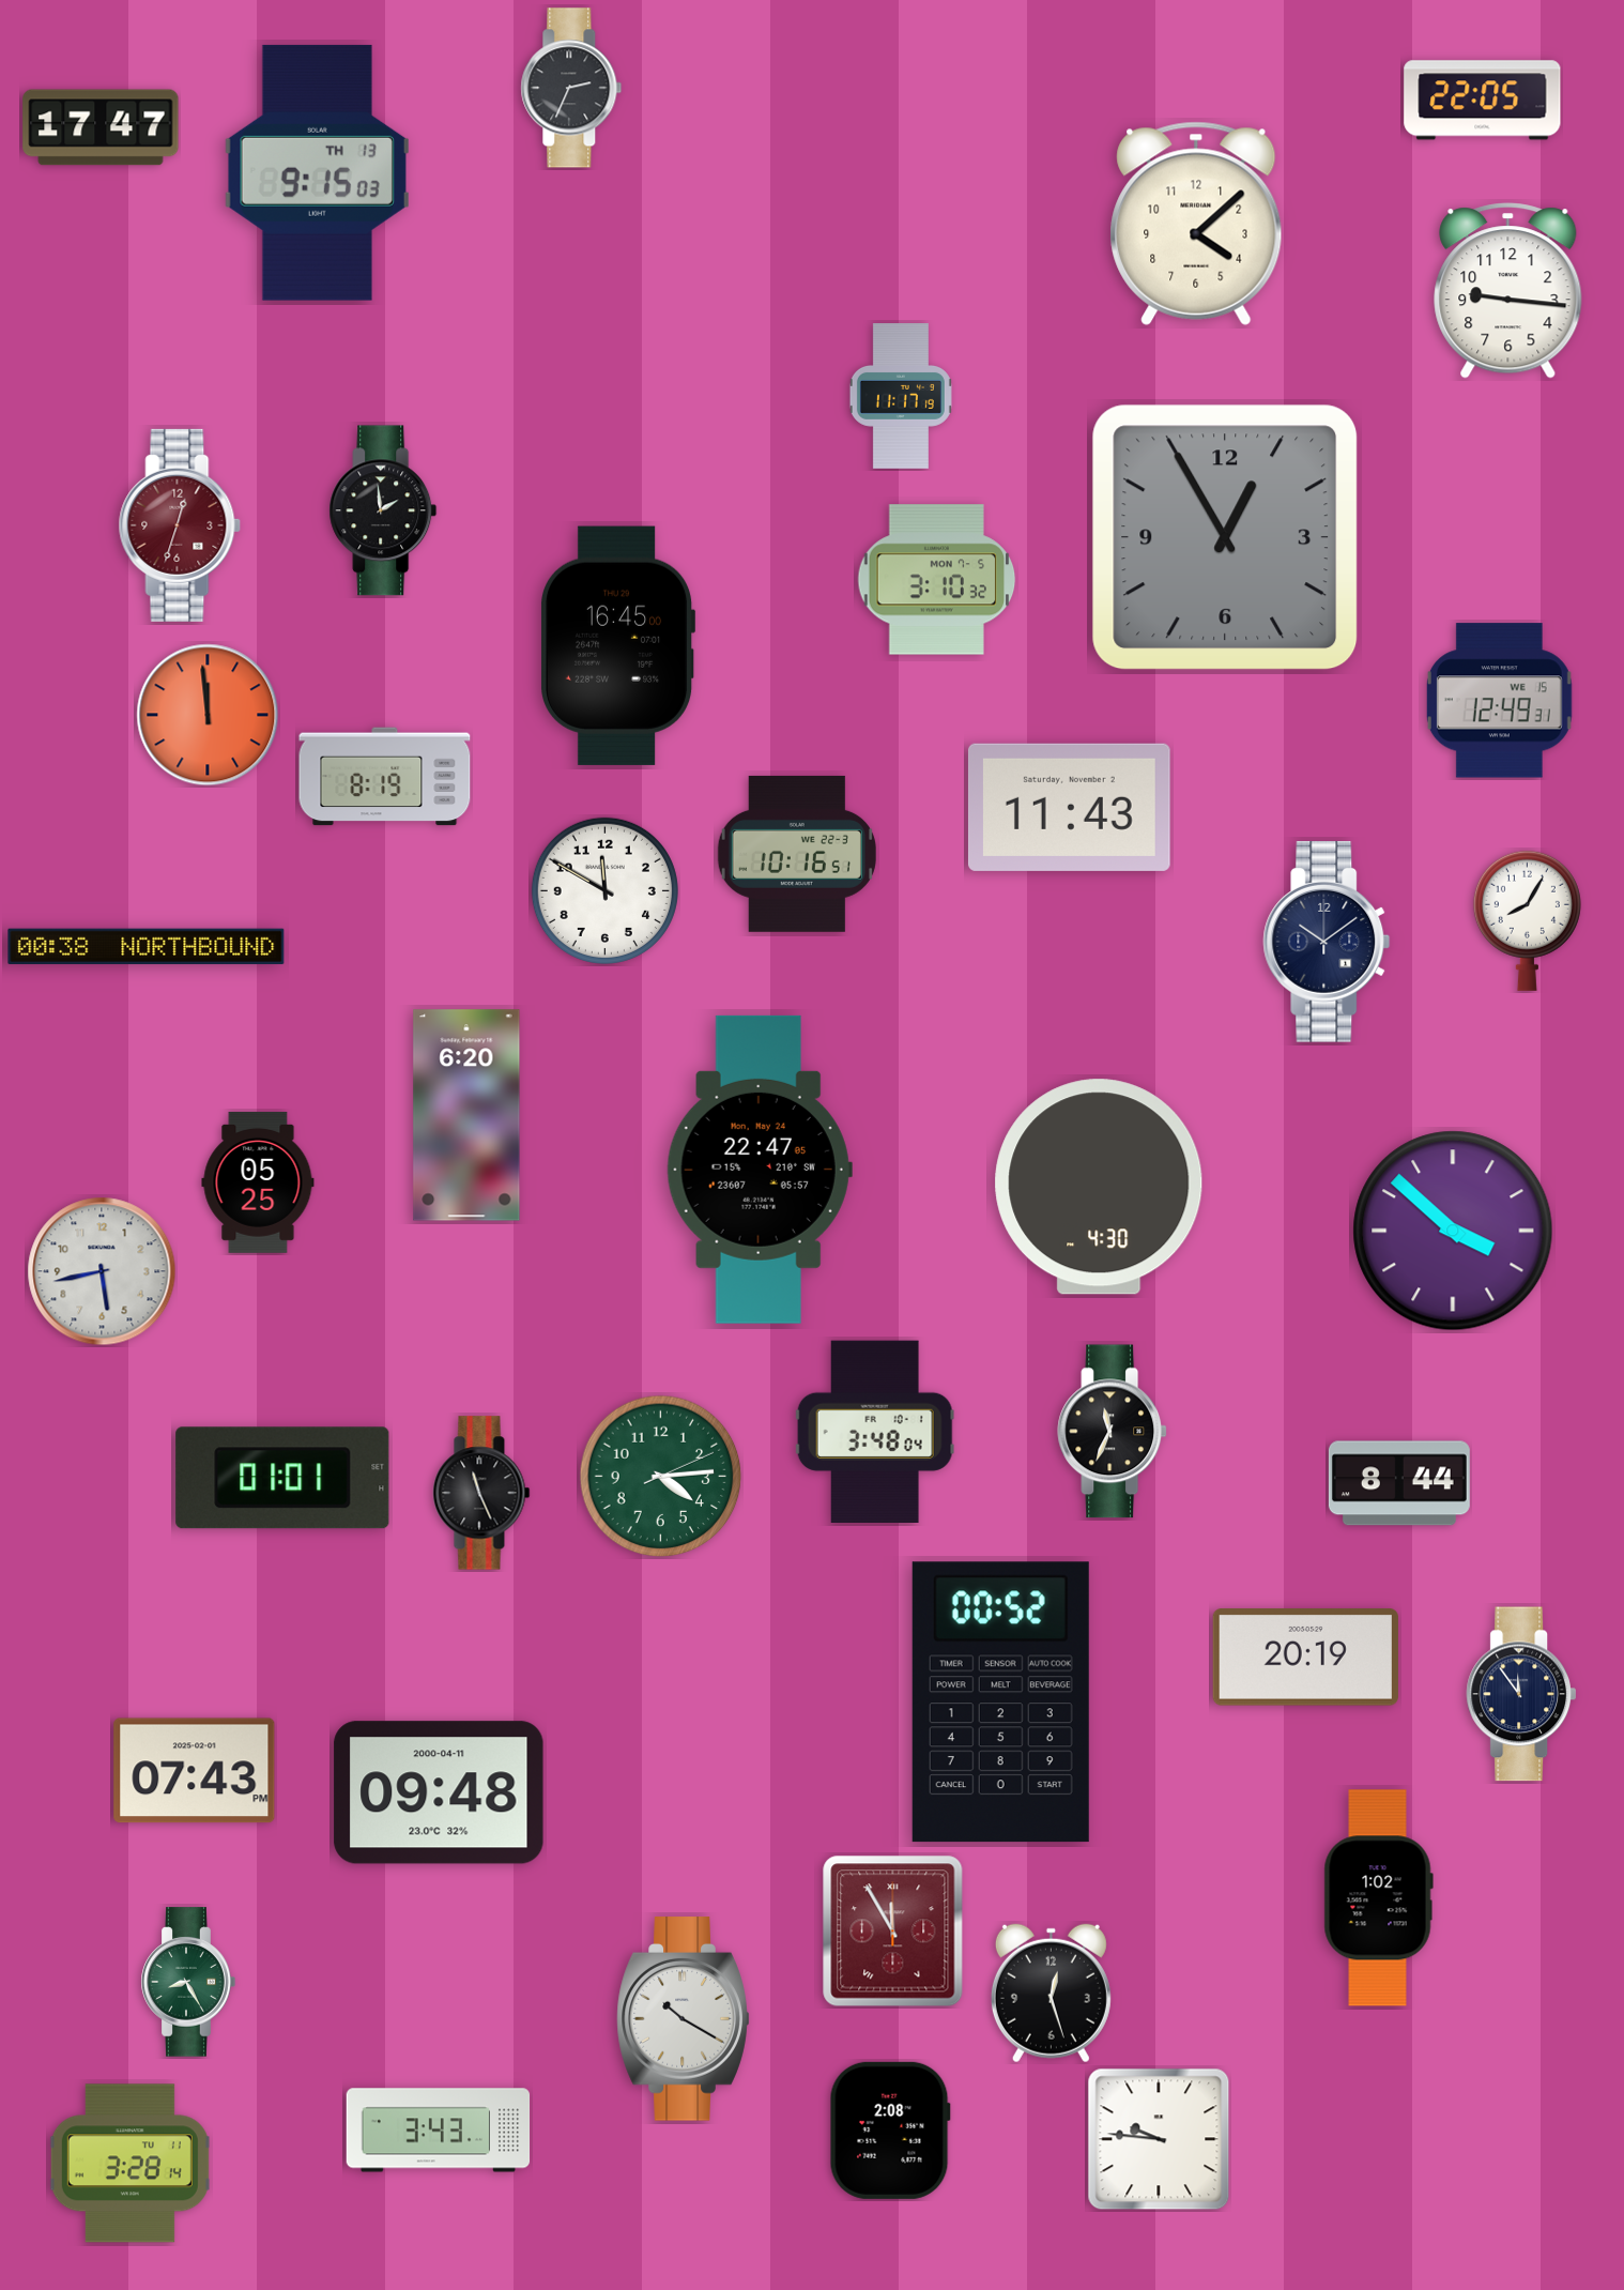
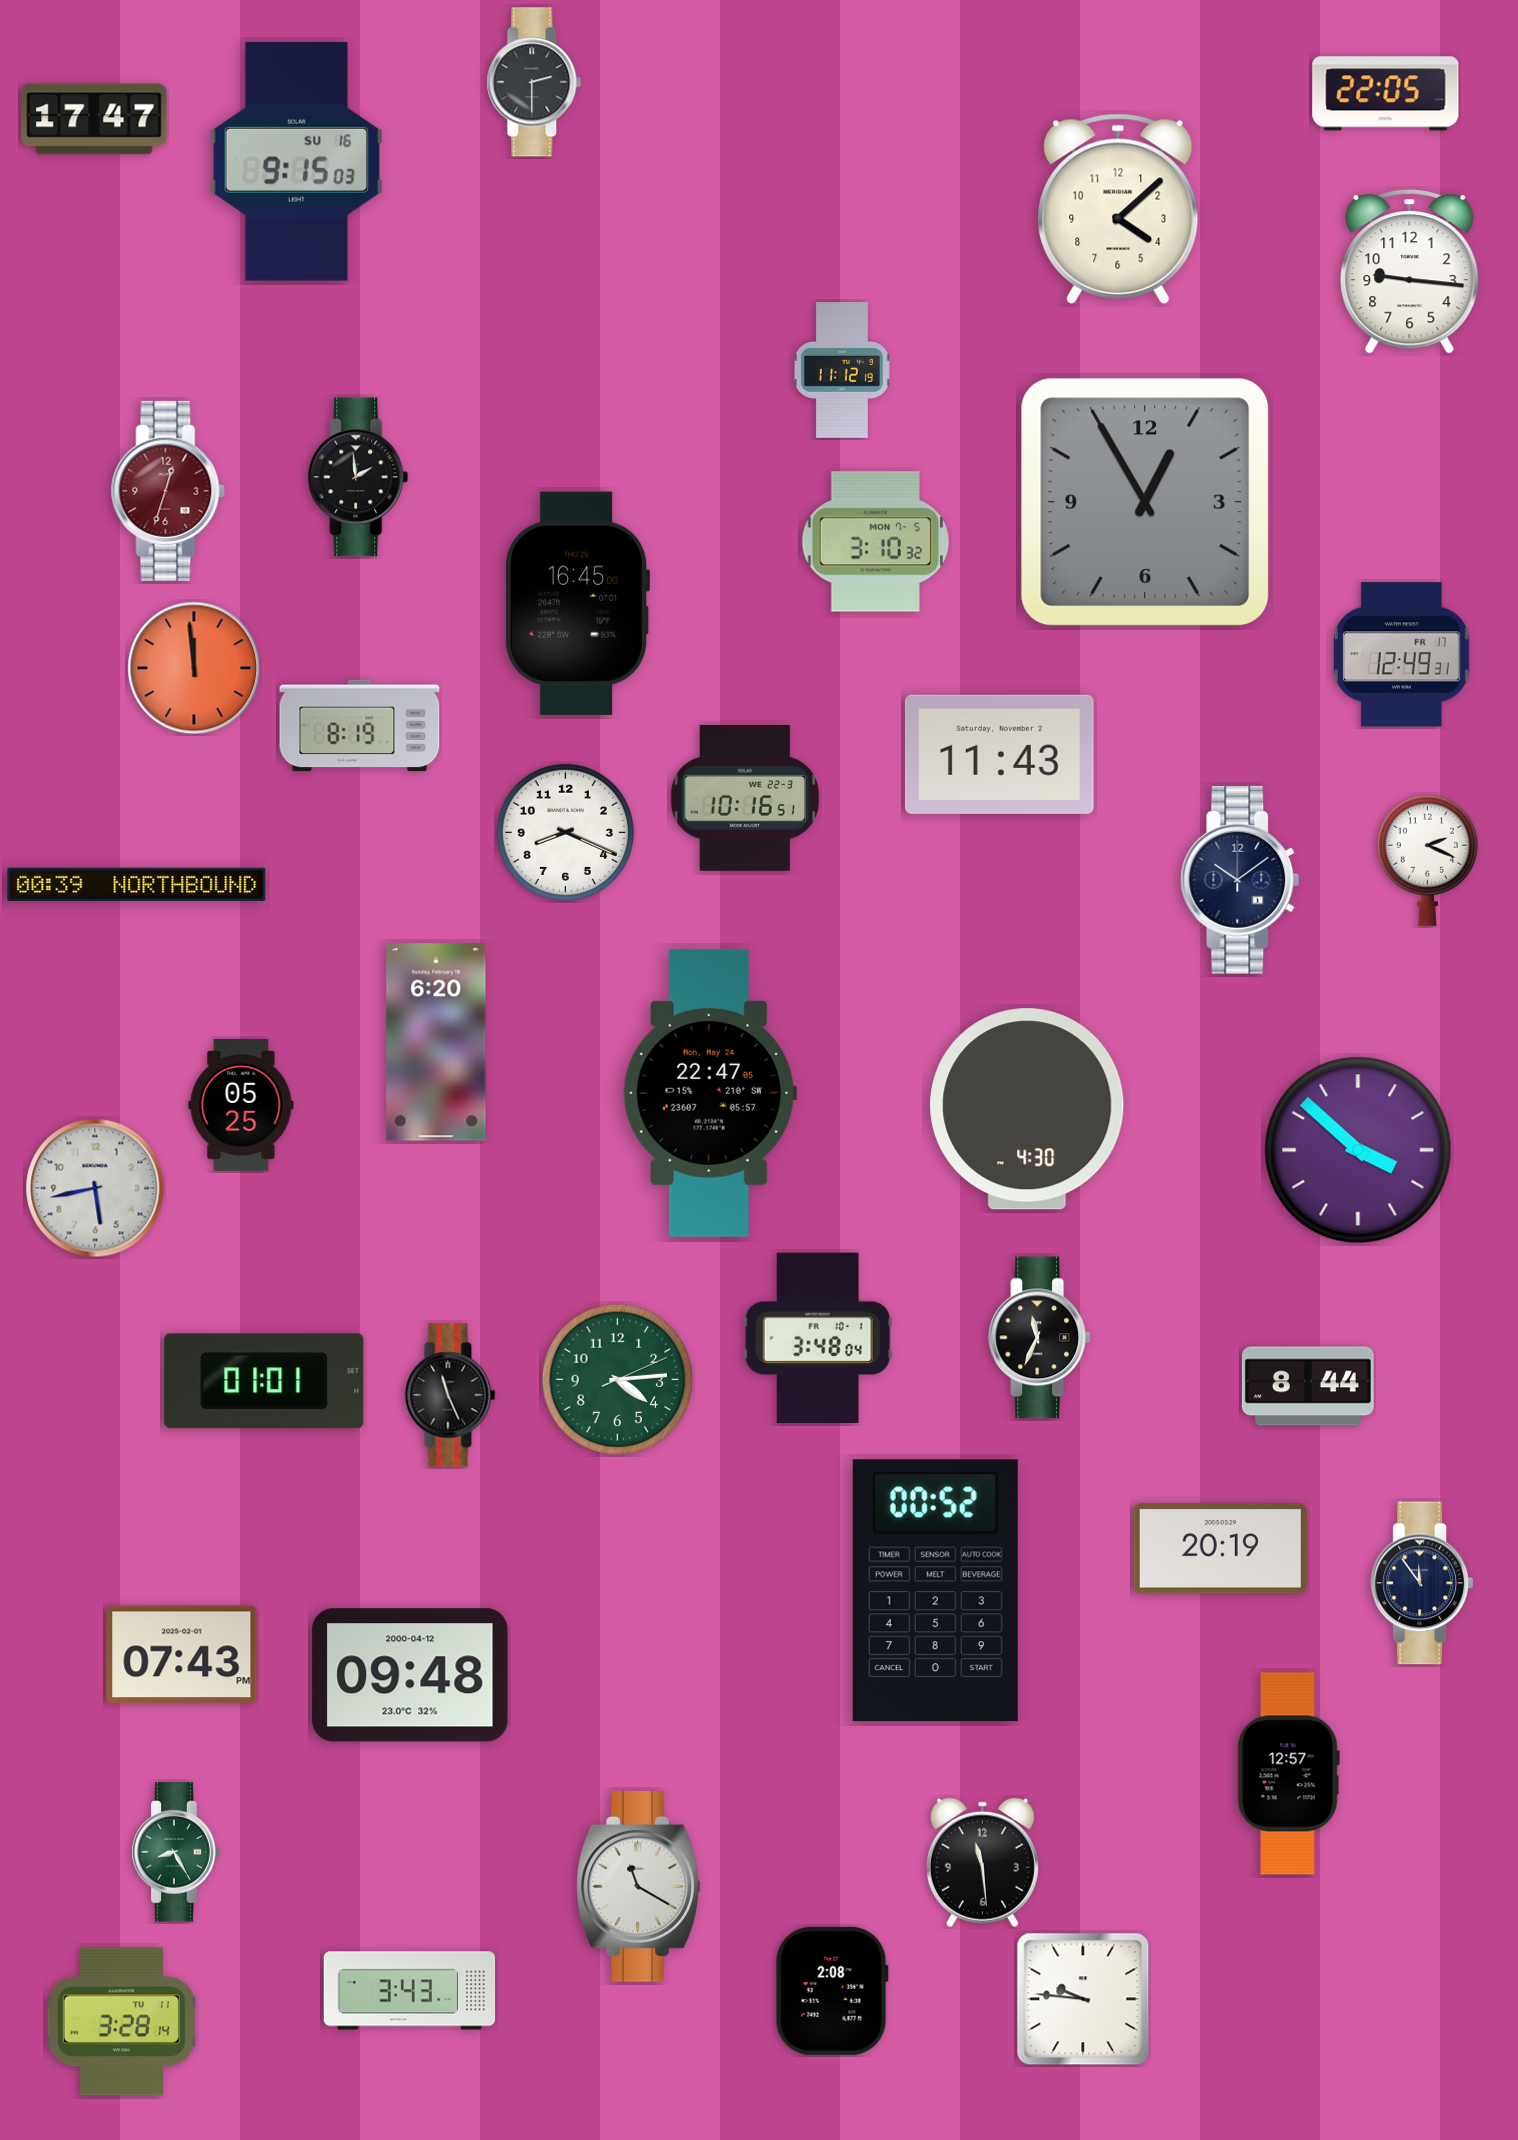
clock at (571, 88): 2:34 -> 2:30
clock at (317, 172) date: TH 13 -> SU 16
clock at (901, 396): 11:17 -> 11:12
clock at (1499, 701) date: WE 15 -> FR 17
clock at (604, 890): 11:50 -> 8:19
clock at (1527, 920): 8:05 -> 2:19
clock at (147, 947): 00:38 -> 00:39
clock at (439, 1792) date: 2000-04-11 -> 2000-04-12
clock at (1378, 1898): 1:02 -> 12:57
clock at (893, 1932): 11:55 -> none
clock at (1051, 1994): 12:27 -> 11:29
clock at (684, 2019): 10:20 -> 11:20
